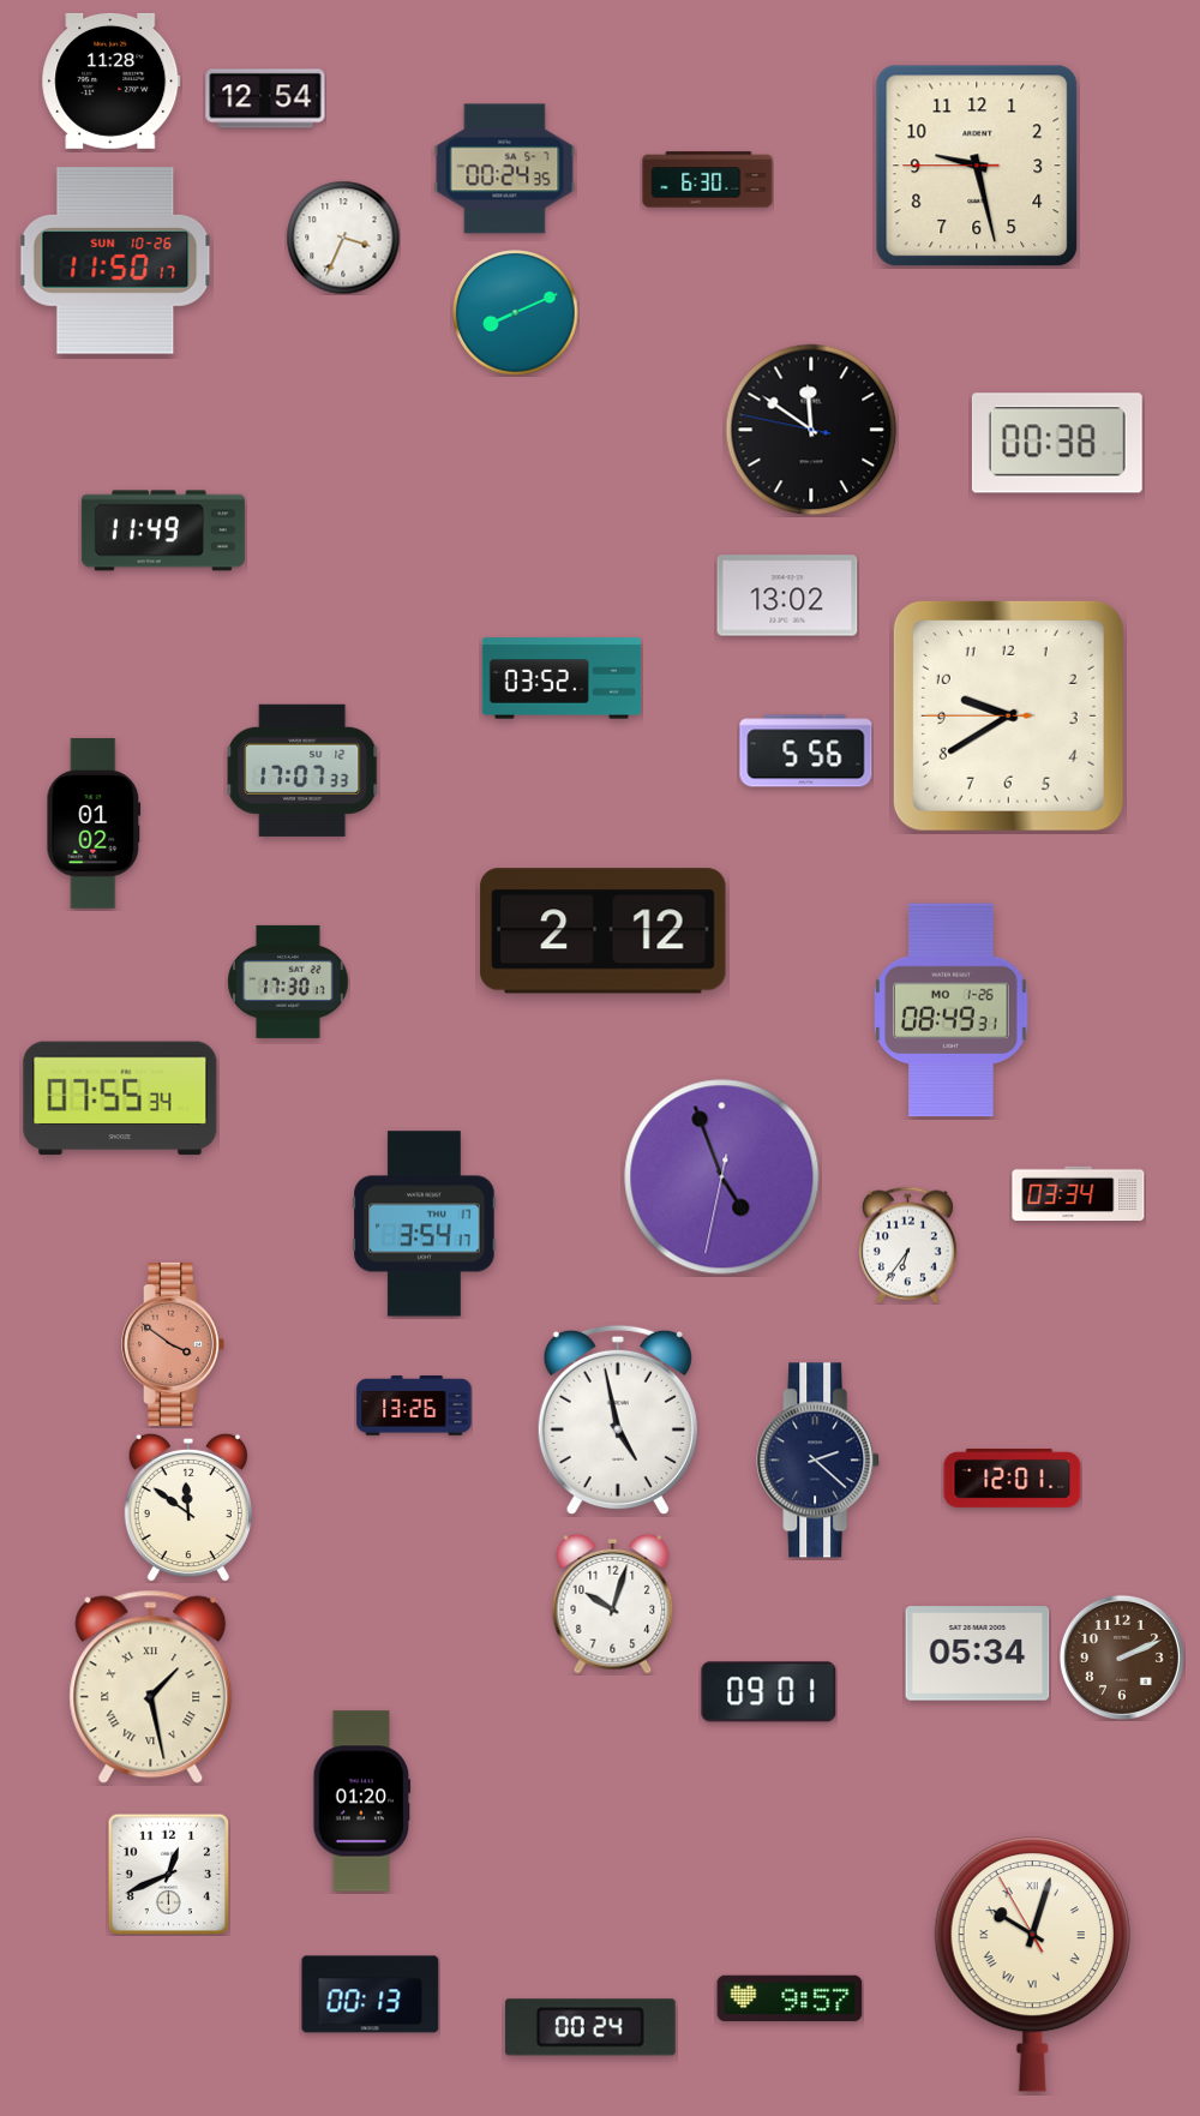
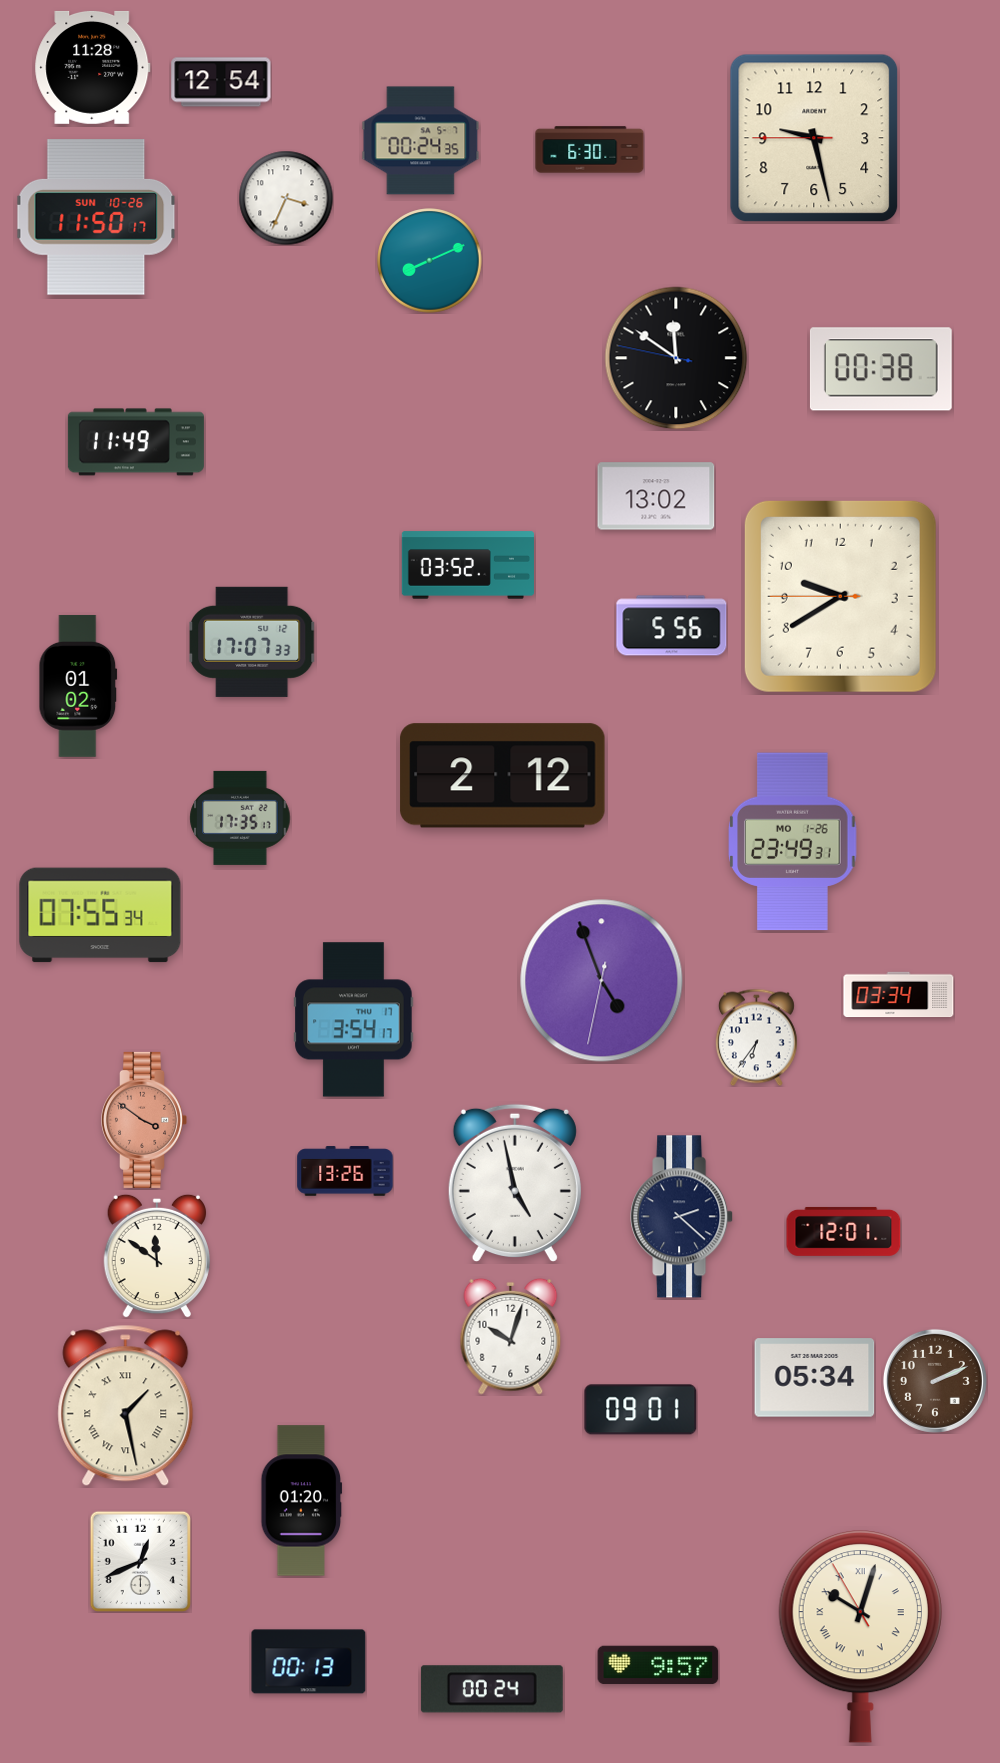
clock at (288, 982): 17:30 -> 17:35
clock at (952, 1011): 08:49 -> 23:49
